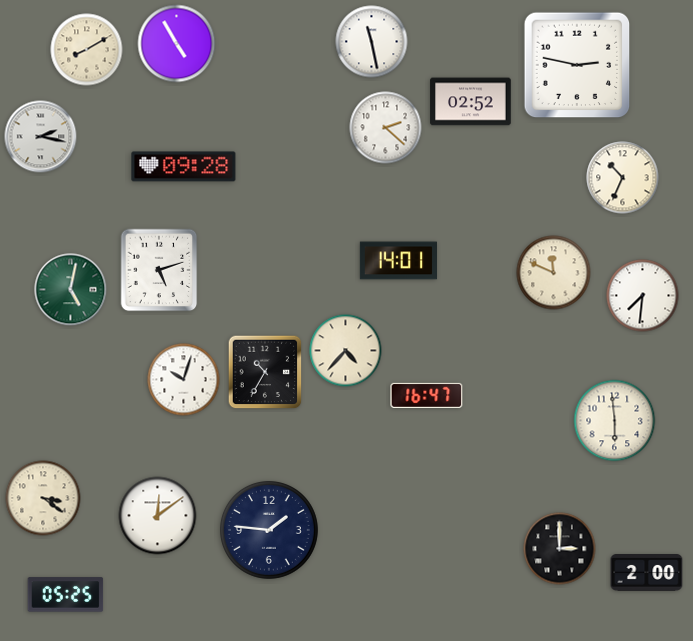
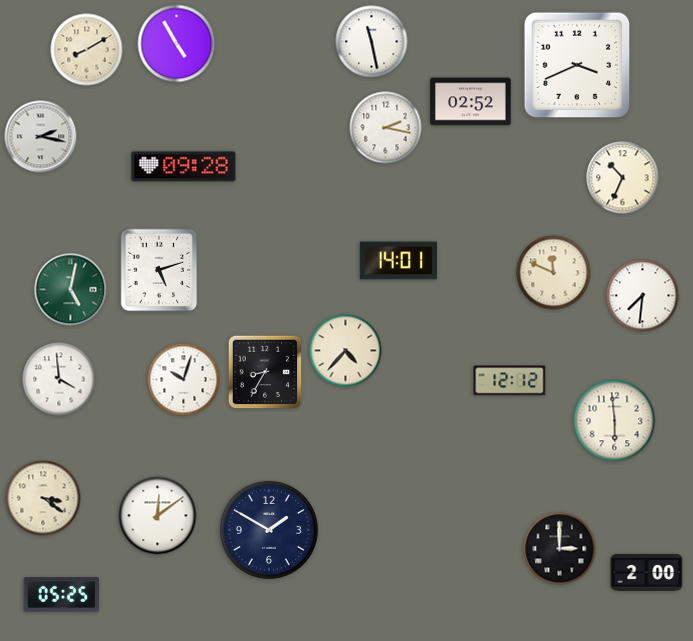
clock at (577, 65): 2:47 -> 3:41
clock at (386, 128): 2:22 -> 2:17
clock at (265, 372): 10:35 -> 8:35
clock at (59, 379): none -> 3:59
clock at (510, 381): none -> 12:12
clock at (427, 395): 16:47 -> none
clock at (269, 530): 1:46 -> 1:50
clock at (66, 595) position: (66, 595) -> (62, 595)
